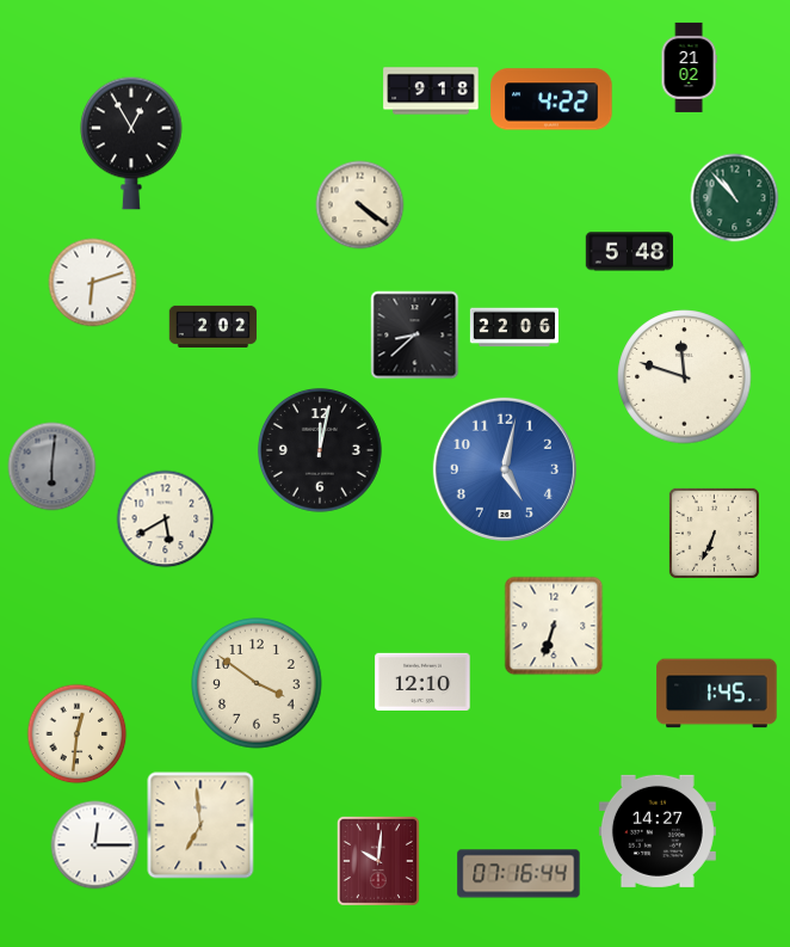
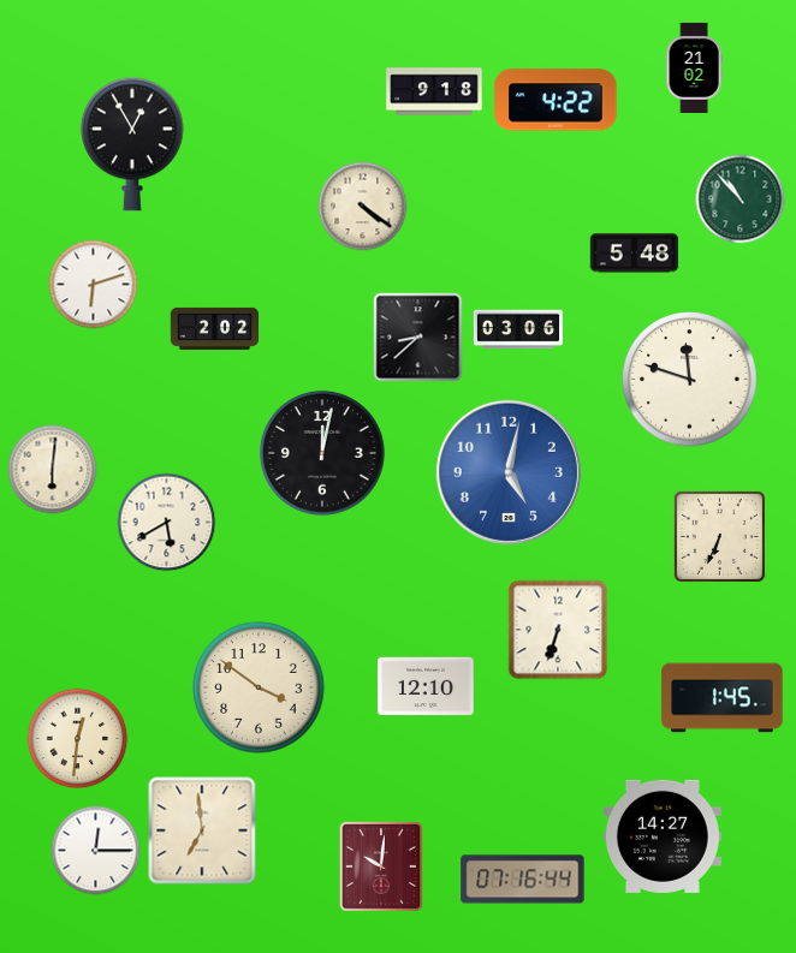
clock at (513, 327): 22:06 -> 03:06
clock at (53, 467) dial: grey -> cream
